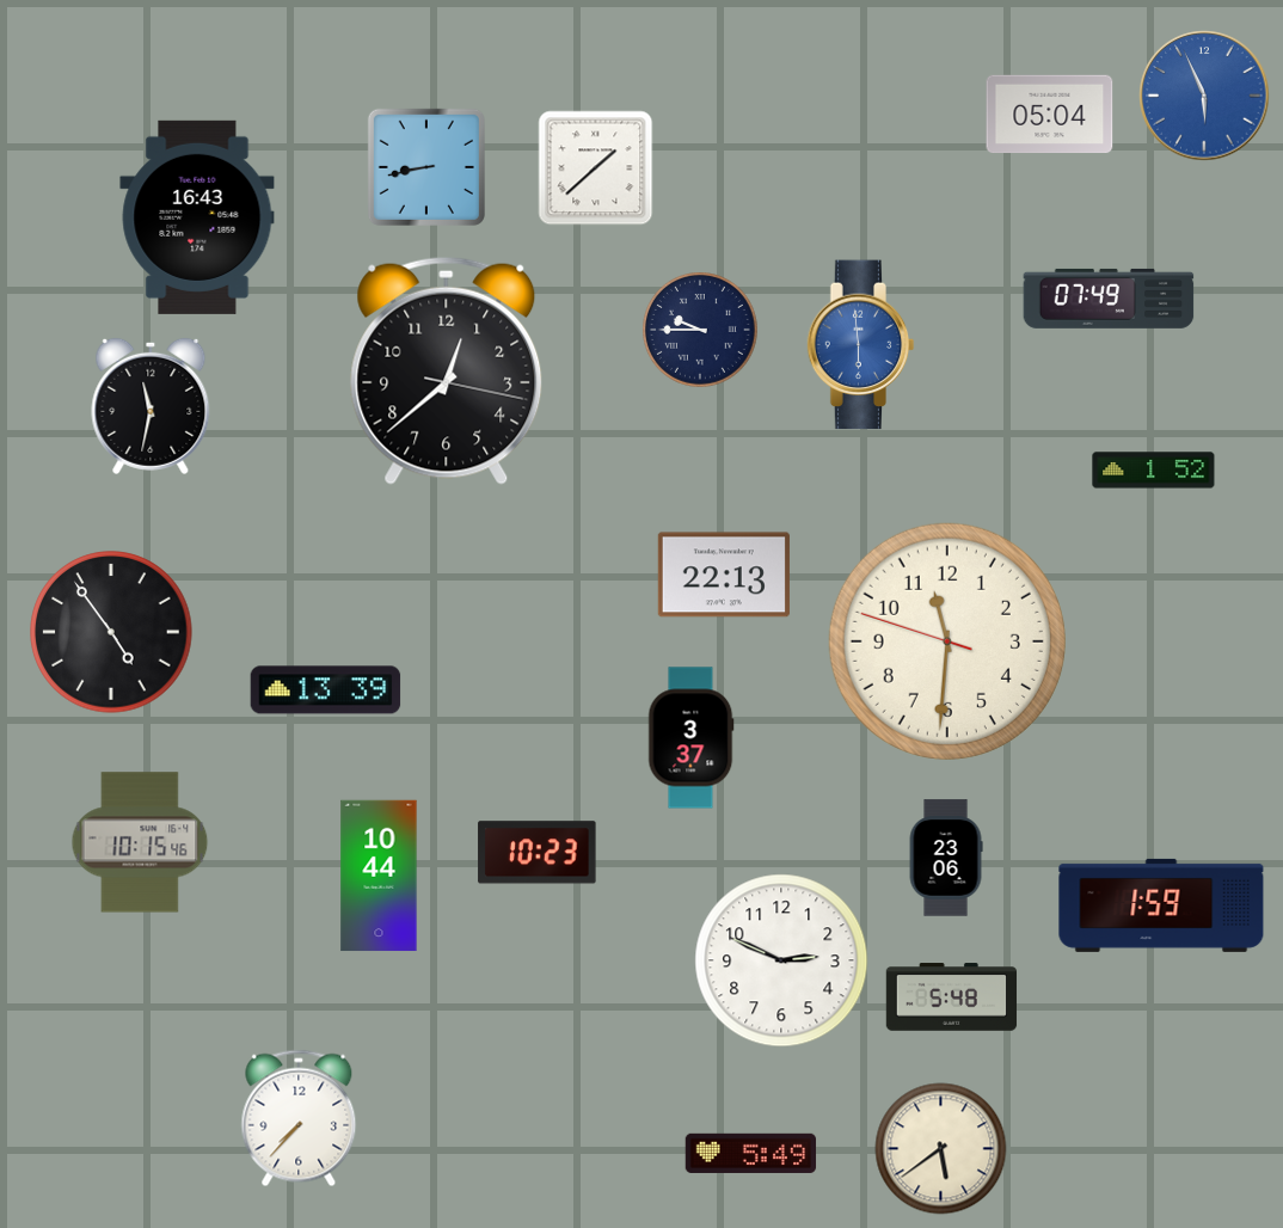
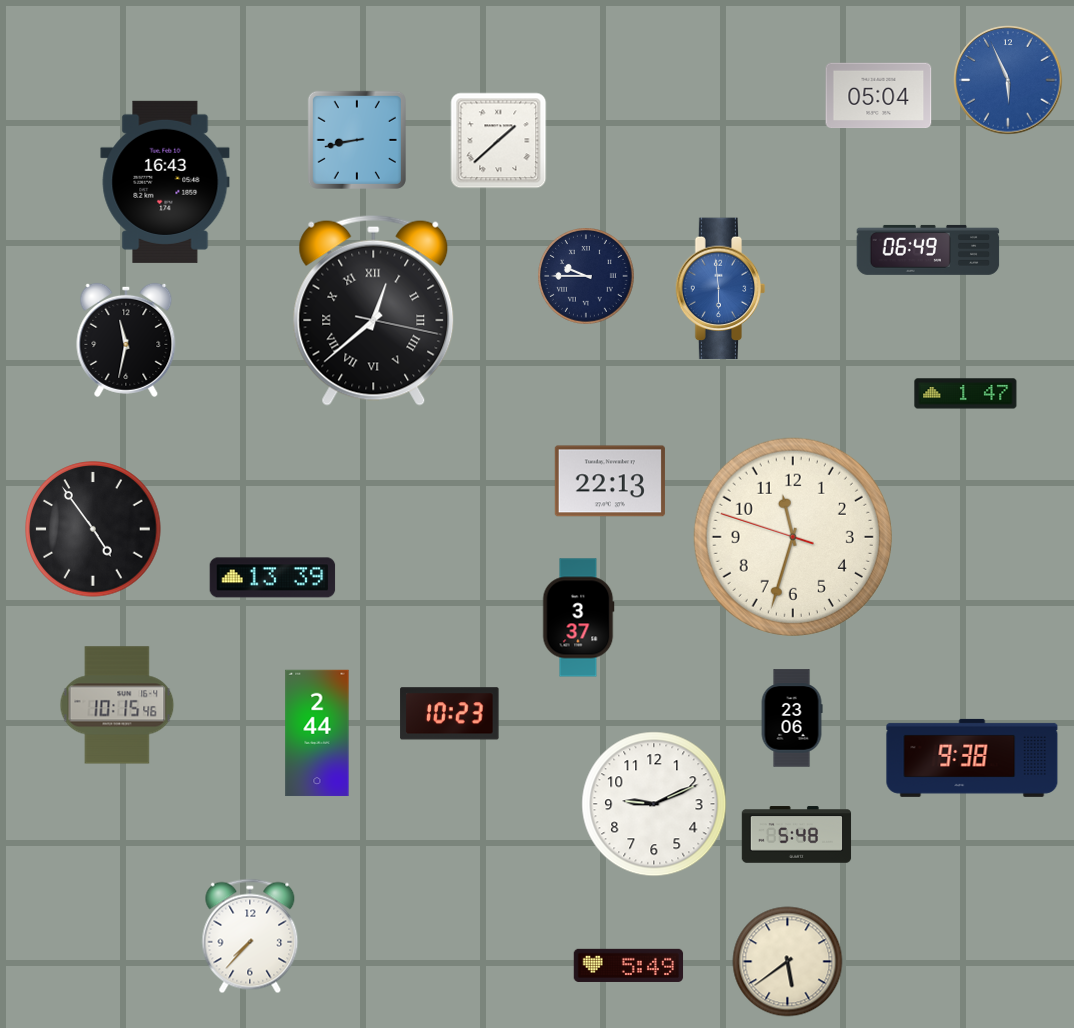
clock at (1109, 299): 07:49 -> 06:49
clock at (447, 370) numerals: Arabic -> Roman
clock at (1154, 471): 1:52 -> 1:47
clock at (724, 575) position: (724, 575) -> (610, 481)
clock at (947, 641): 11:30 -> 11:32
clock at (379, 876): 10:44 -> 2:44
clock at (1161, 905): 1:59 -> 9:38
clock at (781, 960): 2:49 -> 9:11
